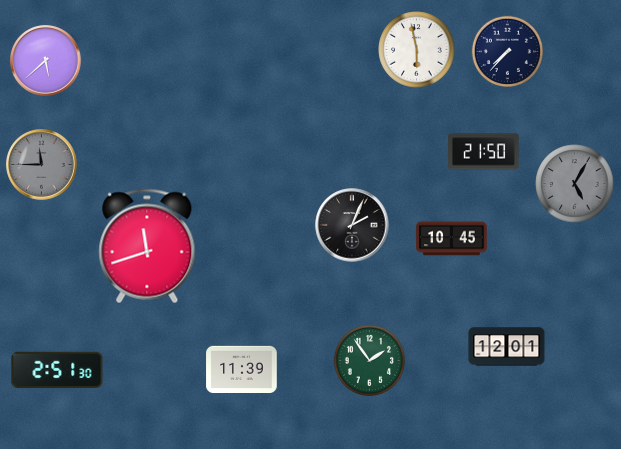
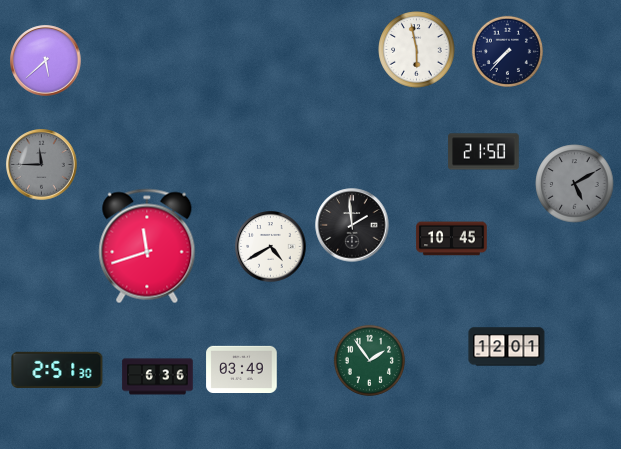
clock at (575, 184): 5:05 -> 5:10
clock at (352, 225): 2:04 -> 1:59
clock at (271, 247): none -> 4:40
clock at (242, 369): 11:39 -> 03:49
clock at (158, 377): none -> 6:36
